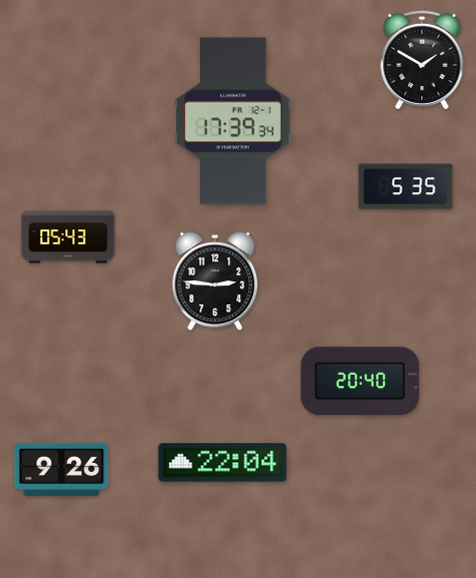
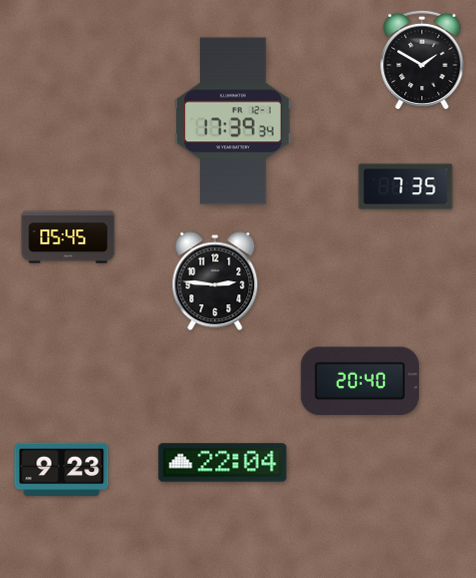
clock at (406, 187): 5:35 -> 7:35
clock at (68, 237): 05:43 -> 05:45
clock at (62, 470): 9:26 -> 9:23
